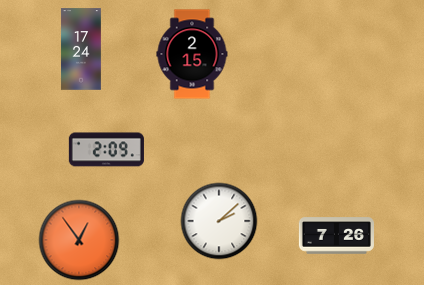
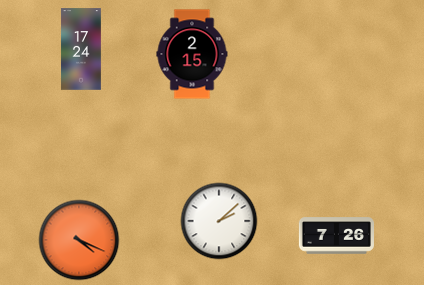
clock at (106, 150): 2:09 -> none
clock at (79, 240): 12:54 -> 4:19
